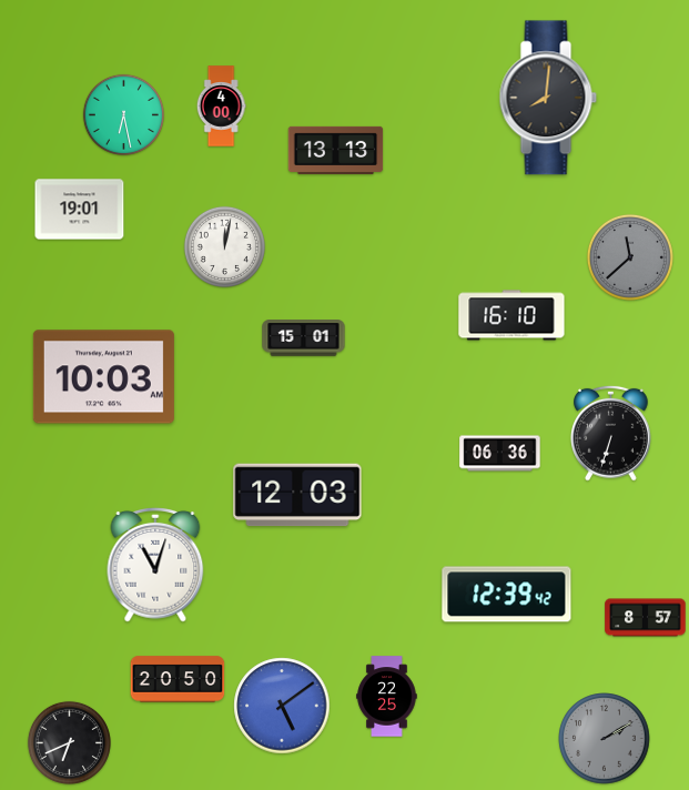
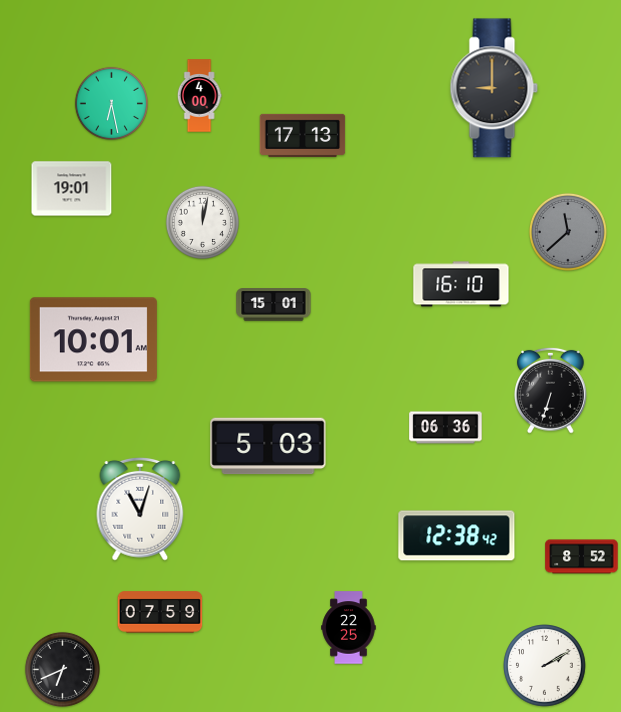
clock at (548, 98): 8:01 -> 9:00
clock at (336, 150): 13:13 -> 17:13
clock at (103, 377): 10:03 -> 10:01
clock at (500, 454) position: (500, 454) -> (446, 428)
clock at (297, 495): 12:03 -> 5:03
clock at (507, 595): 12:39 -> 12:38
clock at (646, 618): 8:57 -> 8:52
clock at (178, 679): 20:50 -> 07:59
clock at (282, 706): 5:09 -> none
clock at (605, 739) dial: grey -> white
